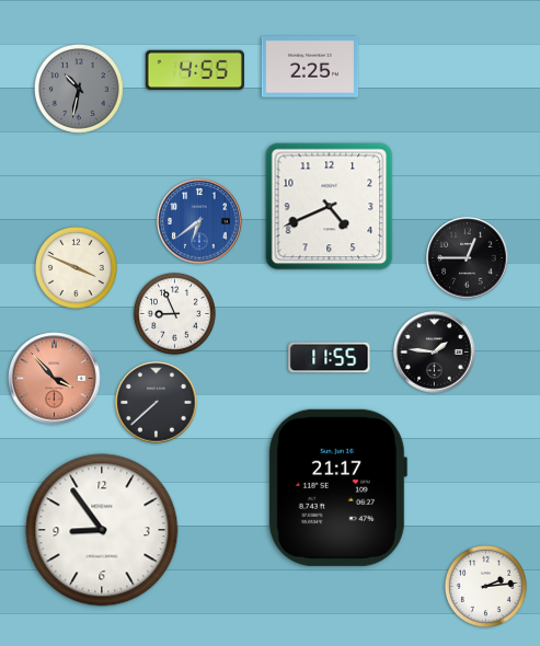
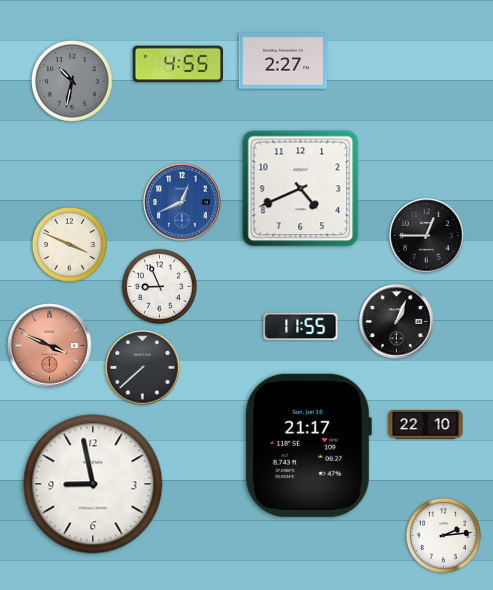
clock at (310, 68): 2:25 -> 2:27
clock at (199, 221): 6:39 -> 12:41
clock at (435, 353): 1:46 -> 1:04
clock at (55, 379): 3:53 -> 3:49
clock at (426, 425): none -> 22:10
clock at (102, 530): 8:54 -> 8:58
